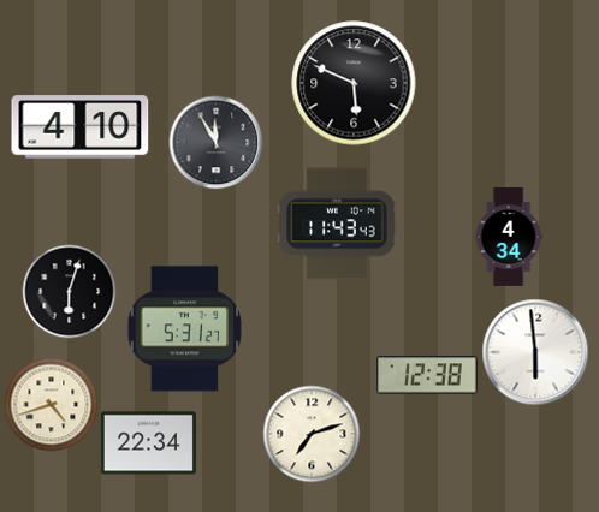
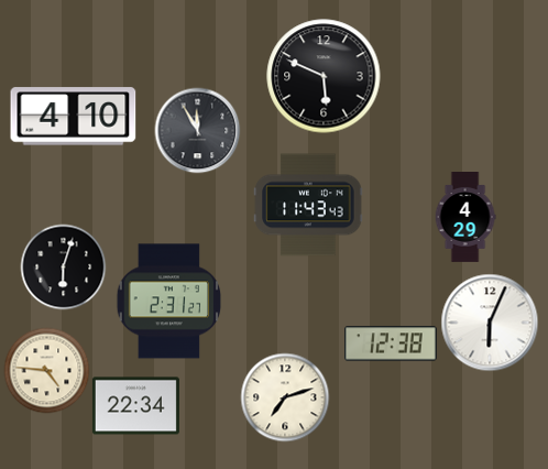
clock at (509, 238): 4:34 -> 4:29
clock at (185, 329): 5:31 -> 2:31
clock at (535, 352): 5:59 -> 6:04
clock at (51, 404): 4:42 -> 4:46
